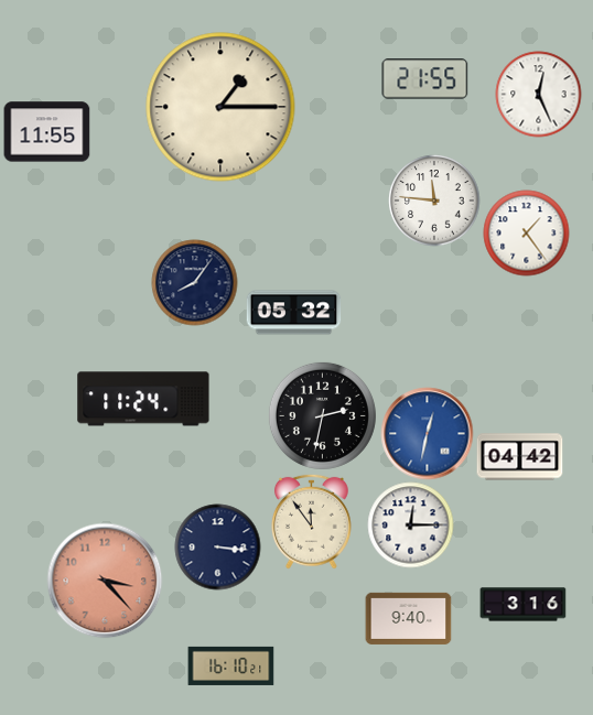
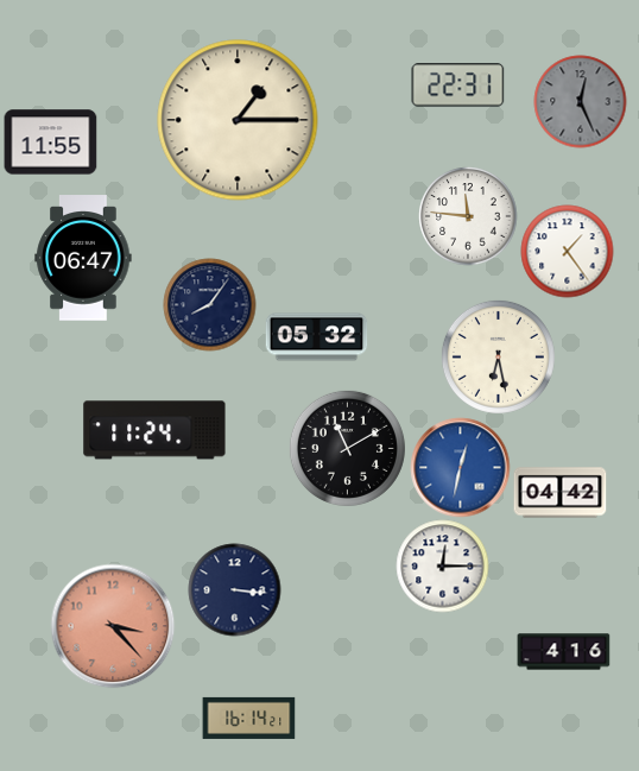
clock at (424, 79): 21:55 -> 22:31
clock at (538, 94) dial: white -> grey
clock at (220, 107) position: (220, 107) -> (238, 120)
clock at (83, 258): none -> 06:47
clock at (498, 356): none -> 6:28
clock at (322, 415): 2:32 -> 11:10
clock at (312, 521): 11:54 -> none
clock at (522, 605): 3:16 -> 4:16
clock at (408, 618): 9:40 -> none
clock at (230, 665): 16:10 -> 16:14
